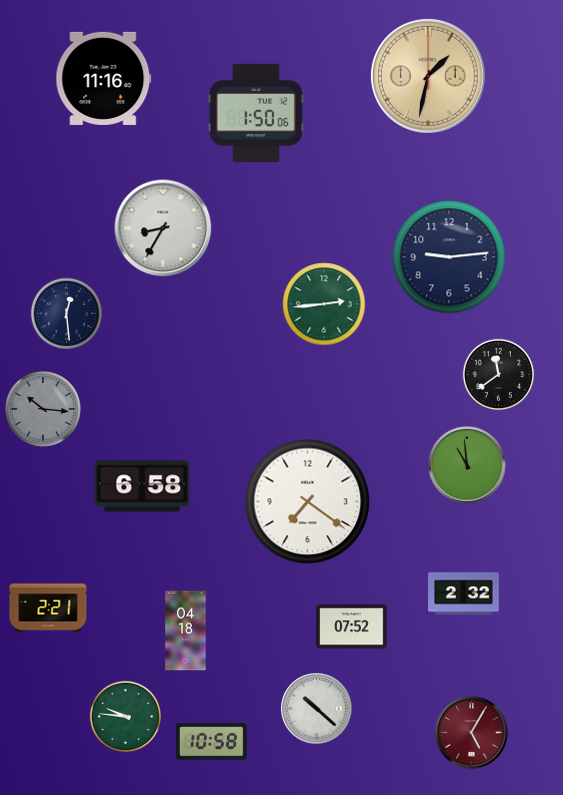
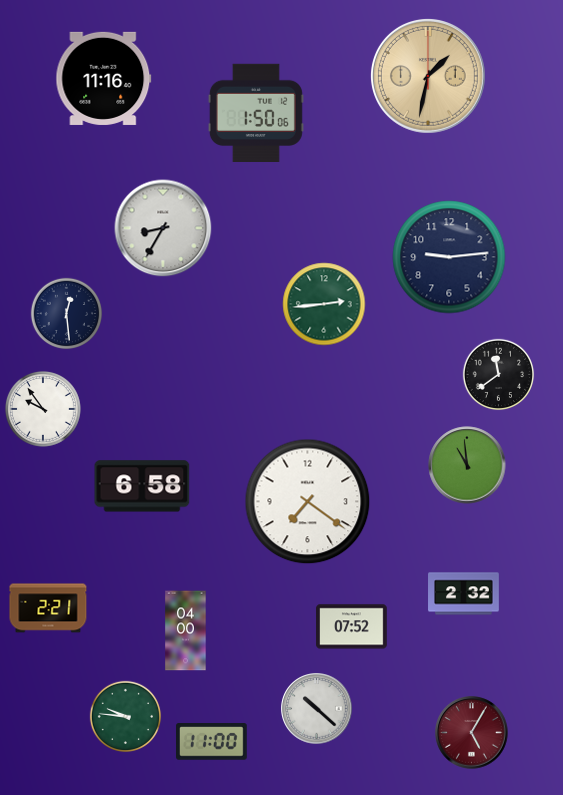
clock at (43, 409): 10:16 -> 9:54
clock at (43, 409) dial: grey -> white
clock at (186, 631): 04:18 -> 04:00
clock at (212, 742): 10:58 -> 11:00
